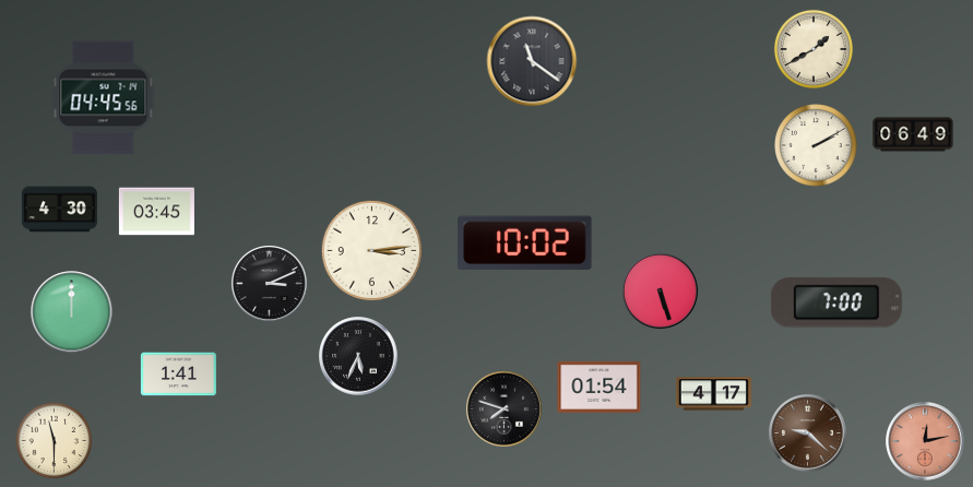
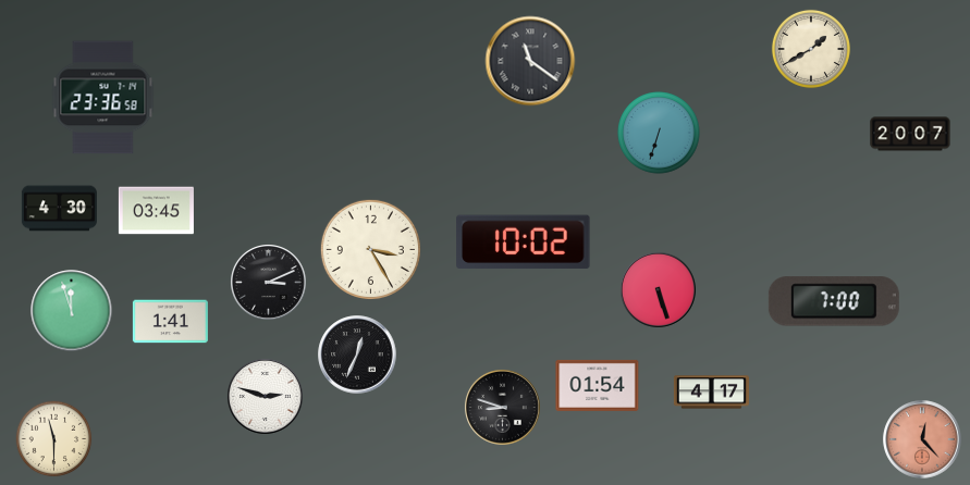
clock at (104, 98): 04:45 -> 23:36
clock at (659, 133): none -> 6:33
clock at (913, 134): 06:49 -> 20:07
clock at (816, 145): 2:10 -> none
clock at (371, 250): 3:14 -> 3:25
clock at (72, 312): 12:00 -> 11:57
clock at (358, 356): 5:34 -> 12:34
clock at (178, 375) position: (178, 375) -> (170, 322)
clock at (266, 397): none -> 2:48
clock at (505, 409): 7:48 -> 8:48
clock at (808, 433): 9:22 -> none
clock at (925, 441): 12:13 -> 12:23
